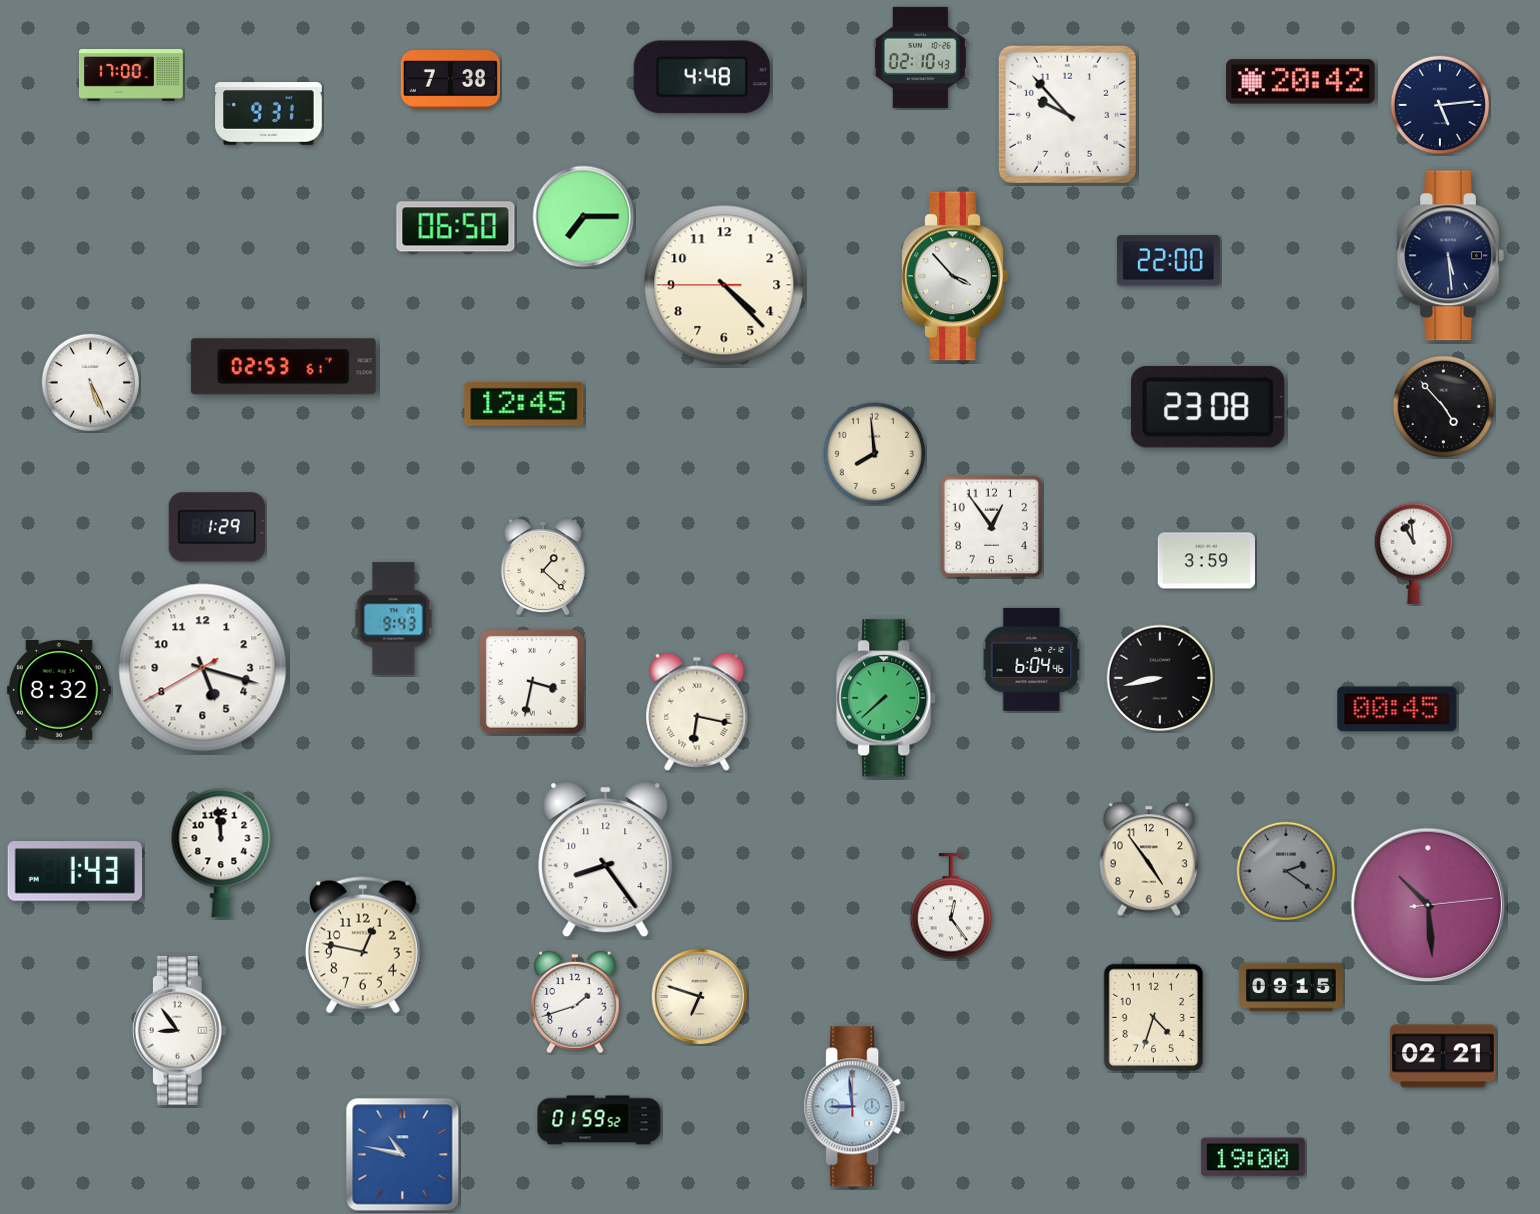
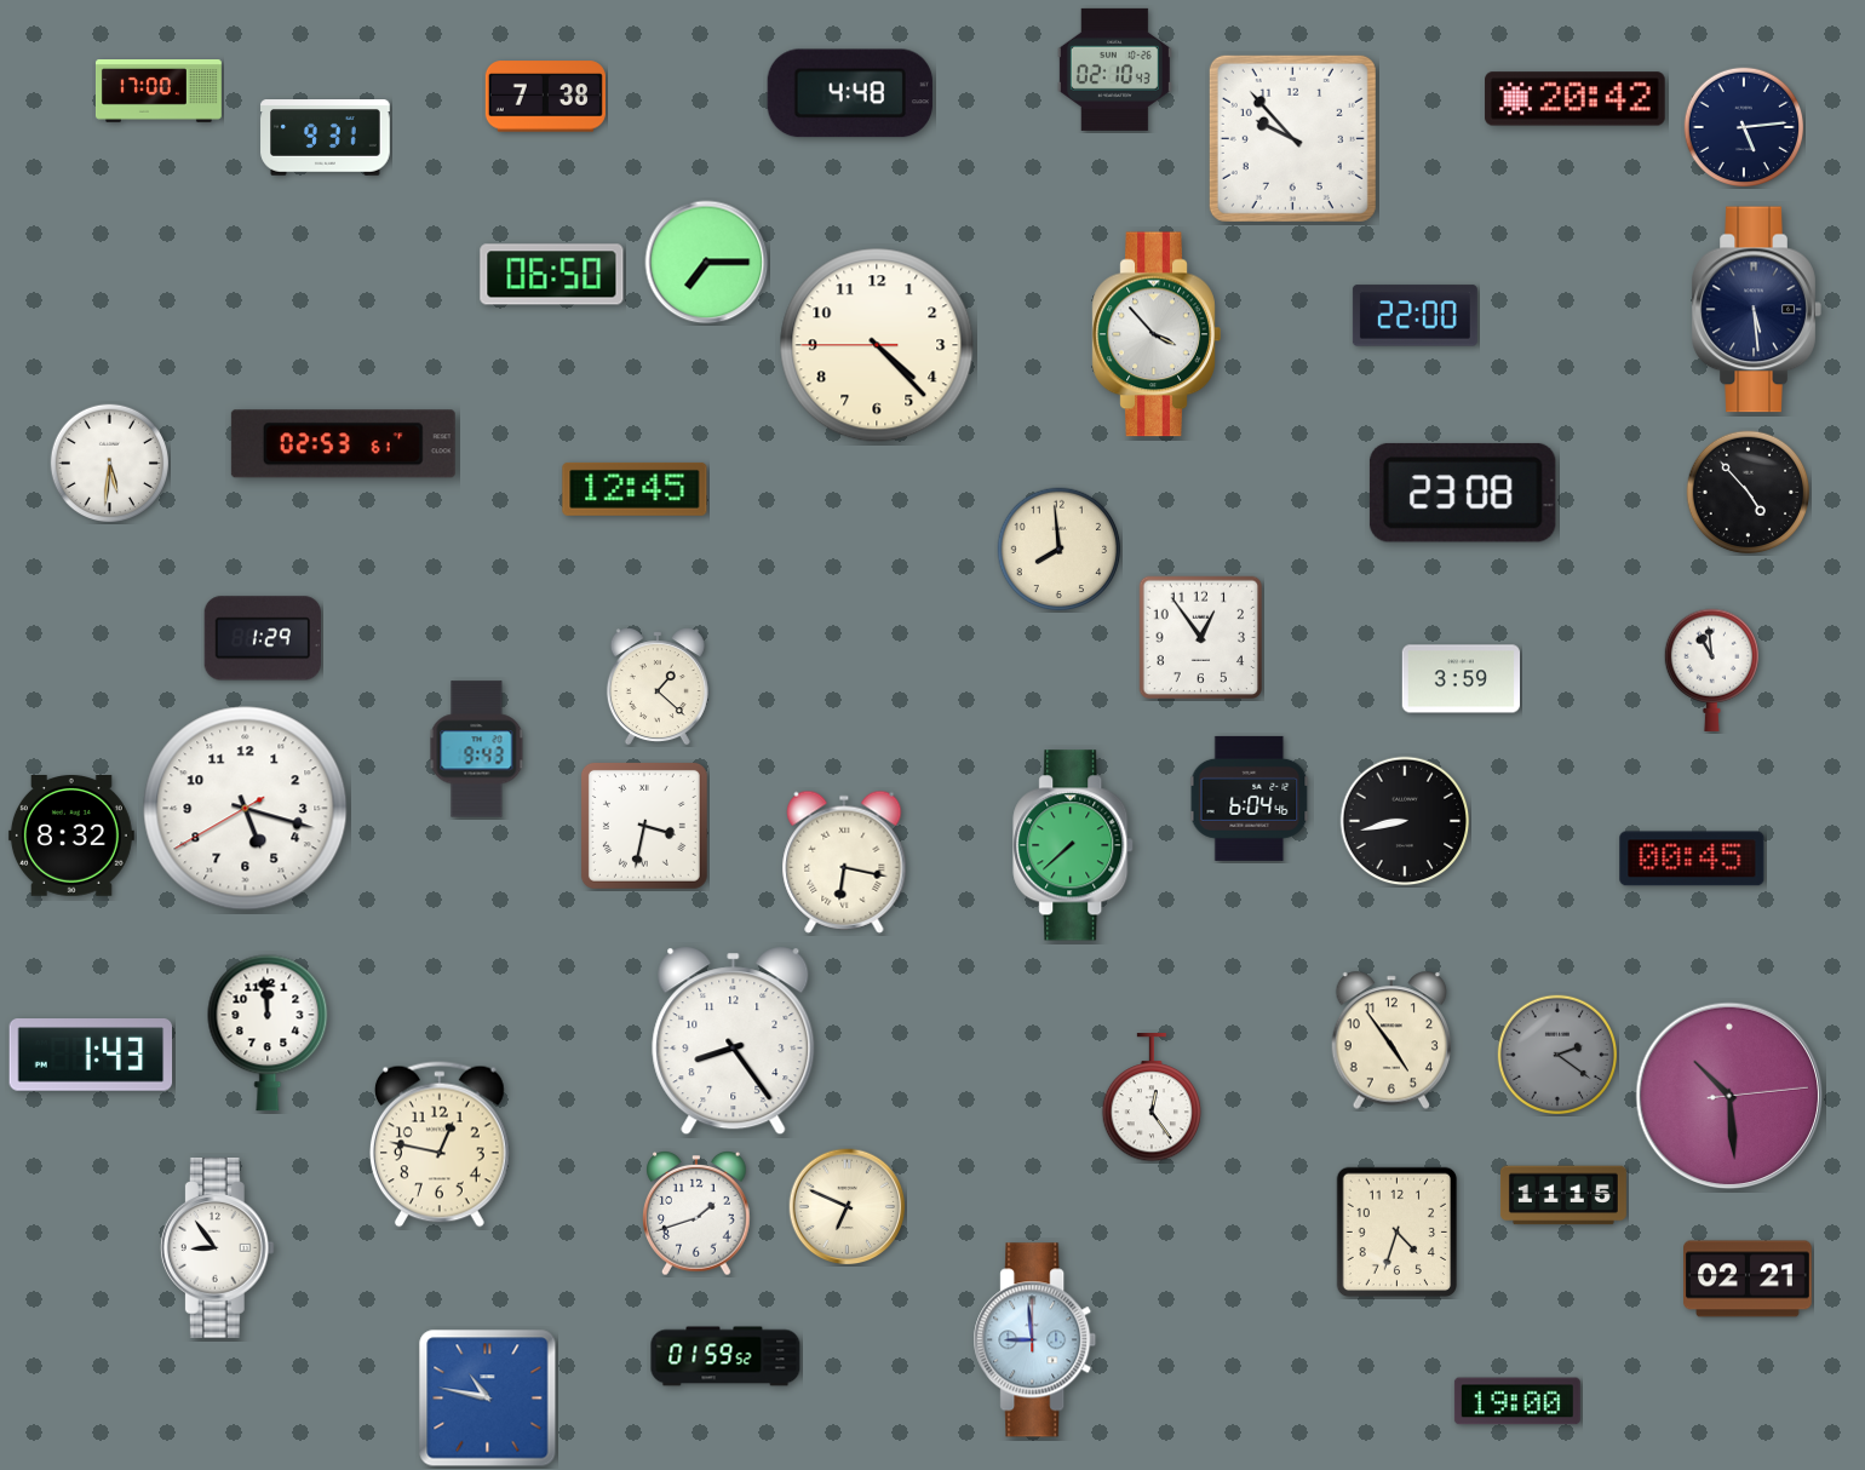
clock at (91, 383): 5:26 -> 5:31
clock at (1291, 987): 09:15 -> 11:15
clock at (700, 997): 6:48 -> 6:49
